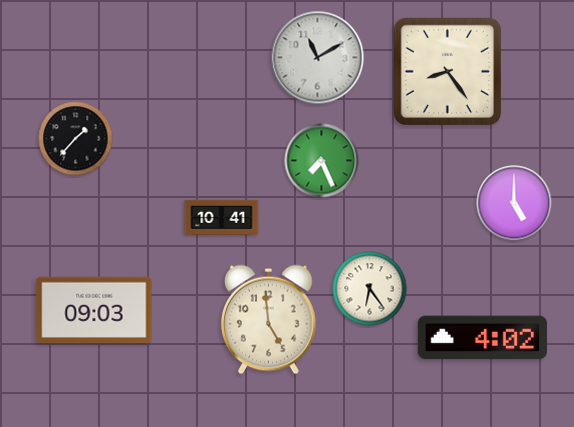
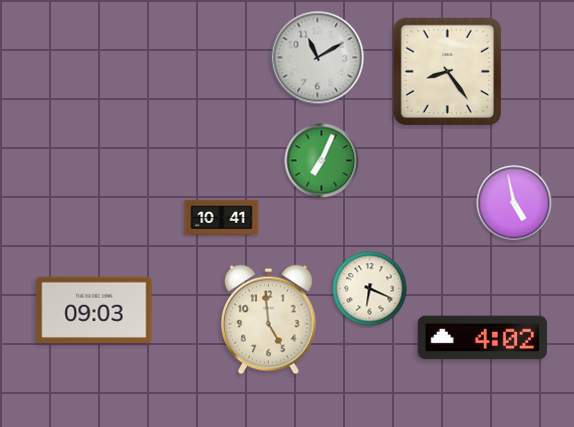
clock at (76, 139): 1:37 -> none
clock at (322, 161): 7:26 -> 7:04
clock at (514, 203): 5:00 -> 4:58
clock at (370, 289): 6:24 -> 6:19
